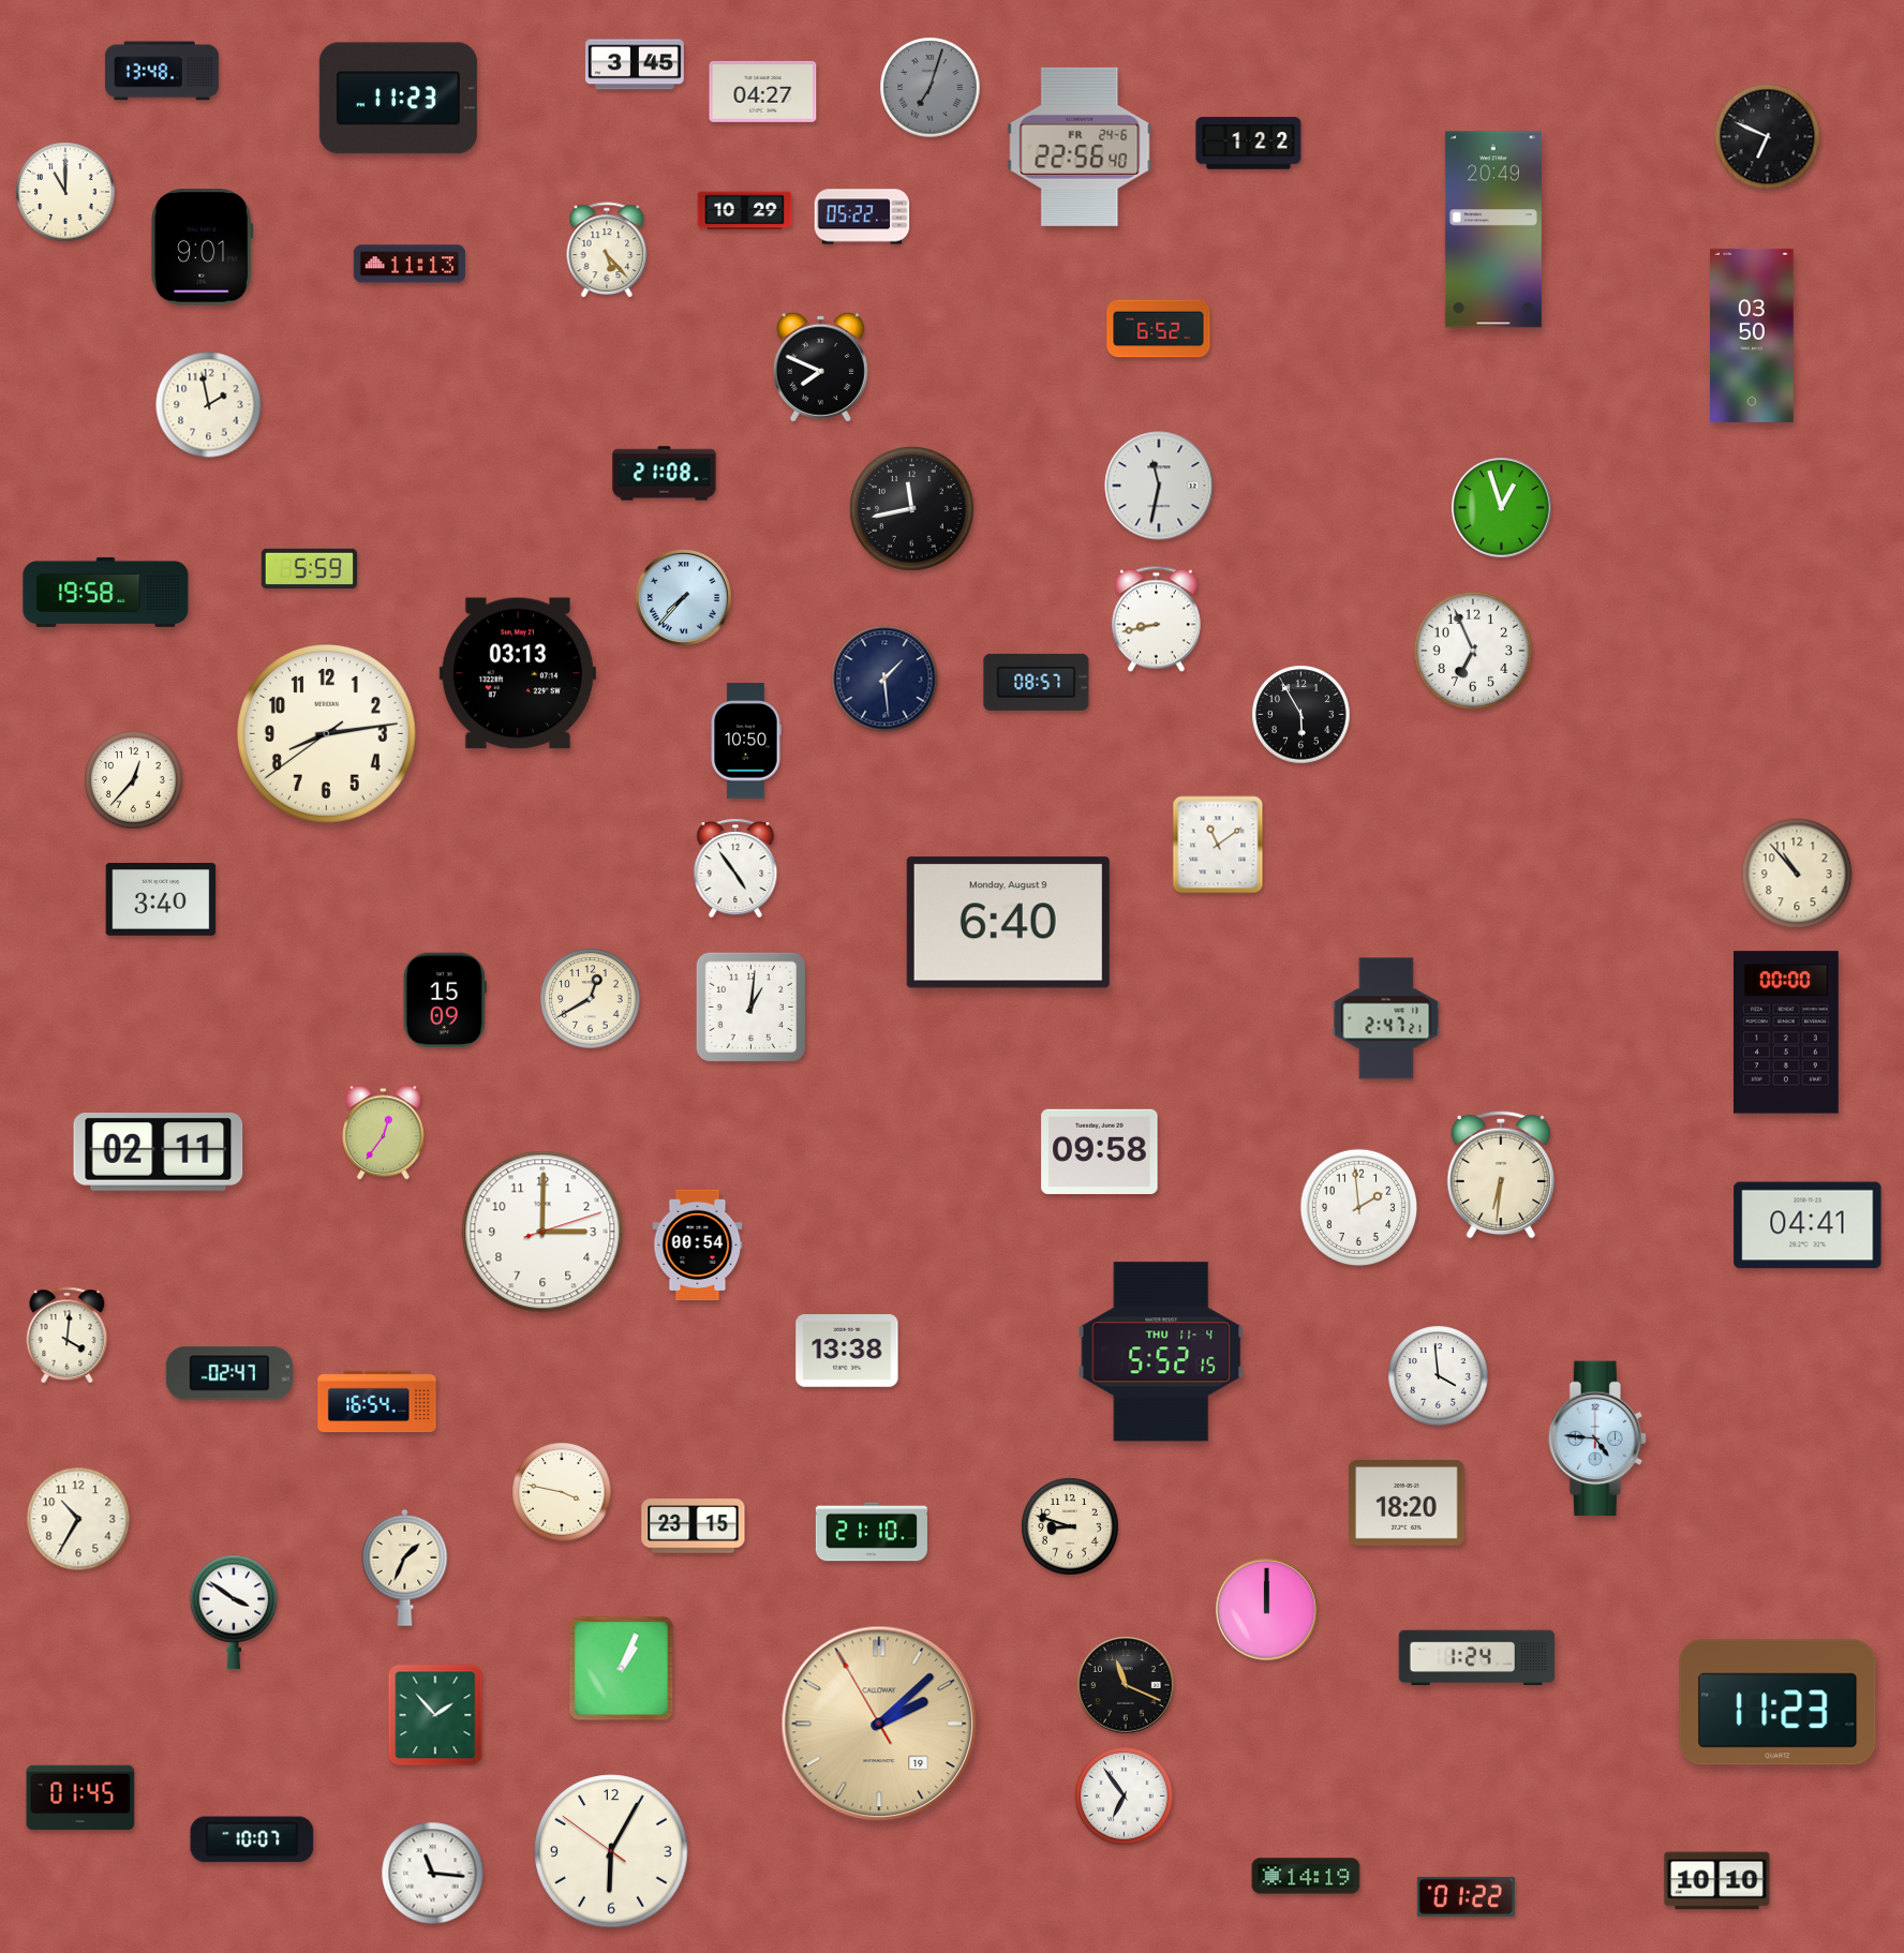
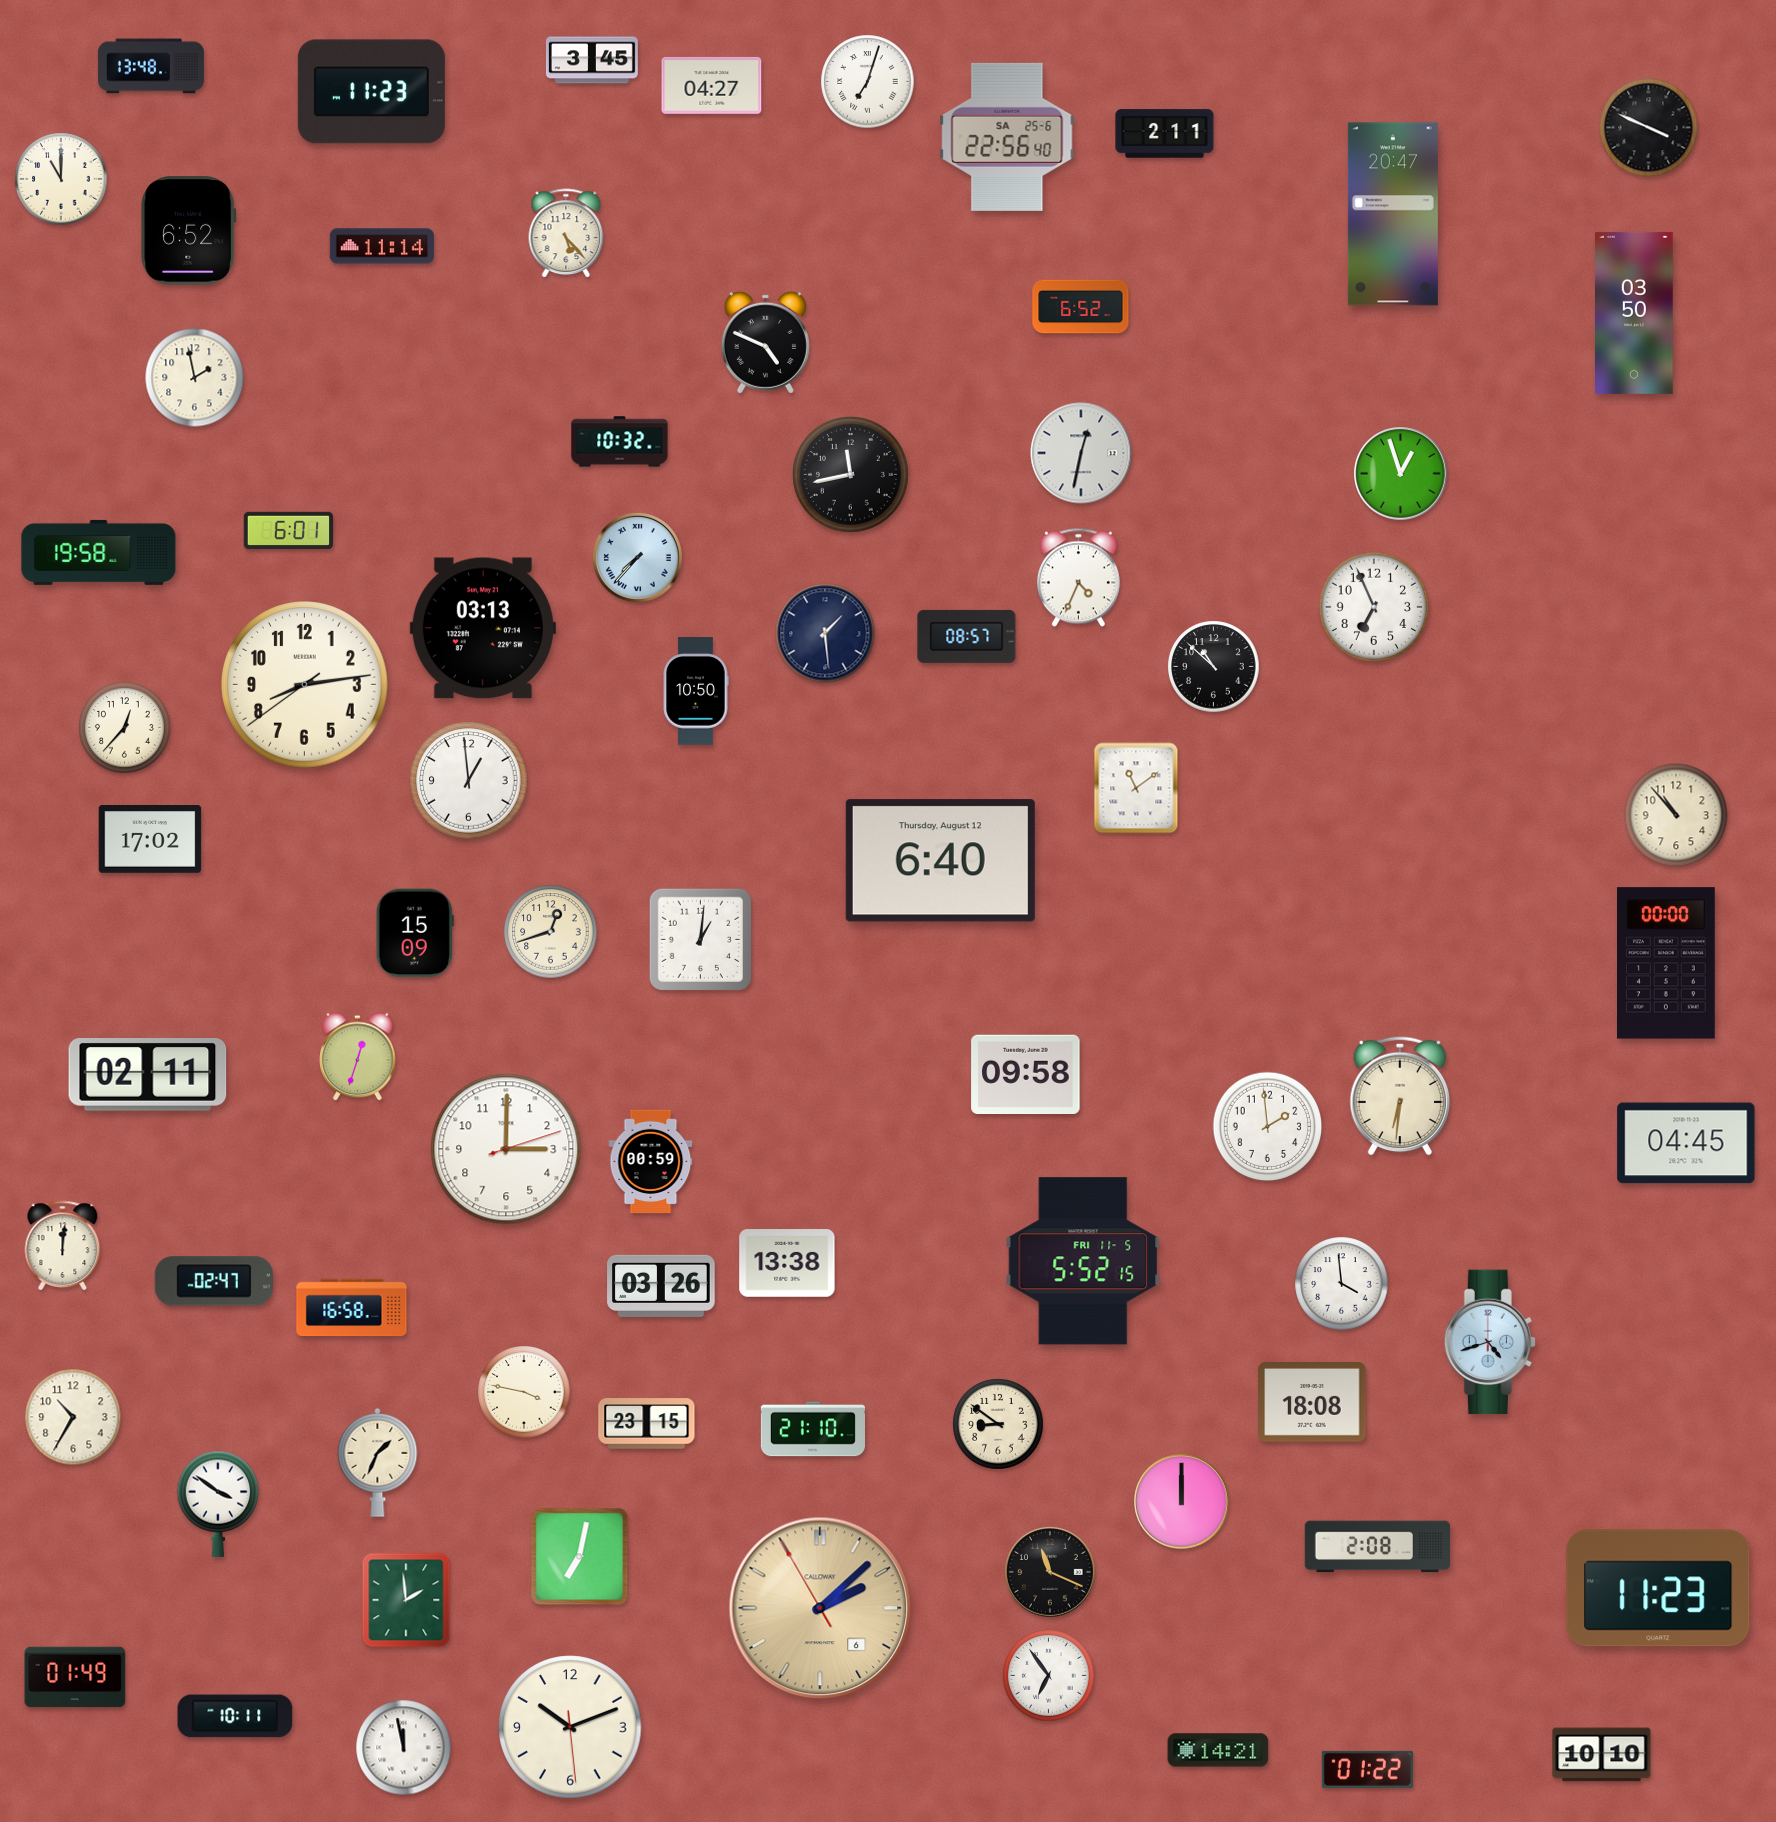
clock at (931, 88) dial: grey -> white
clock at (1768, 137): 6:49 -> 3:49
clock at (1249, 144): 1:22 -> 2:11
clock at (1080, 147) date: FR 24-6 -> SA 25-6
clock at (745, 211): 10:29 -> none
clock at (862, 217): 05:22 -> none
clock at (1493, 229): 20:49 -> 20:47
clock at (203, 248): 9:01 -> 6:52
clock at (410, 264): 11:13 -> 11:14
clock at (820, 367): 7:49 -> 4:49
clock at (665, 474): 21:08 -> 10:32
clock at (1159, 486): 11:32 -> 12:32
clock at (310, 569): 5:59 -> 6:01
clock at (1156, 620): 8:43 -> 4:34
clock at (1301, 715): 5:55 -> 10:52
clock at (469, 781): none -> 12:59
clock at (735, 868): 4:54 -> none
clock at (161, 900): 3:40 -> 17:02
clock at (1008, 923) date: Monday, August 9 -> Thursday, August 12
clock at (591, 999): 12:40 -> 12:42
clock at (1386, 1018): 2:47 -> none
clock at (384, 1133): 12:36 -> 12:33
clock at (1808, 1225): 04:41 -> 04:45
clock at (698, 1246): 00:54 -> 00:59
clock at (68, 1336): 4:01 -> 12:01
clock at (847, 1352) position: (847, 1352) -> (787, 1264)
clock at (1161, 1352) date: THU 11-4 -> FRI 11-5
clock at (661, 1286): none -> 03:26
clock at (377, 1402): 16:54 -> 16:58
clock at (1597, 1438): 4:46 -> 4:42
clock at (1407, 1504): 18:20 -> 18:08
clock at (1070, 1526): 8:48 -> 8:51
clock at (1477, 1658): 1:24 -> 2:08
clock at (622, 1669): 1:04 -> 7:02
clock at (435, 1715): 1:53 -> 1:59
clock at (879, 1724) date: 19 -> 6
clock at (80, 1798): 01:45 -> 01:49
clock at (252, 1839): 10:07 -> 10:11
clock at (611, 1851): 6:04 -> 10:11
clock at (433, 1874): 11:16 -> 11:58
clock at (1306, 1876): 14:19 -> 14:21
